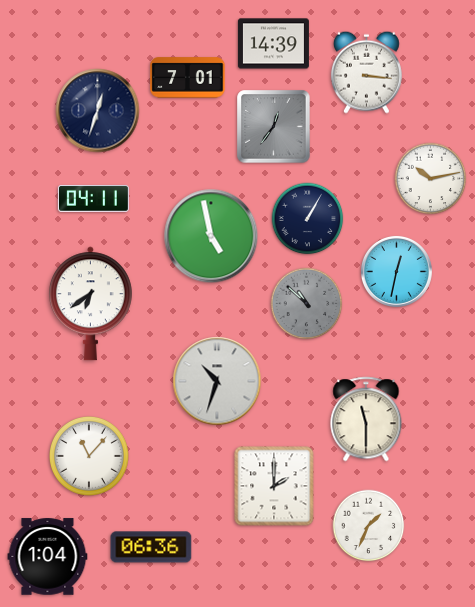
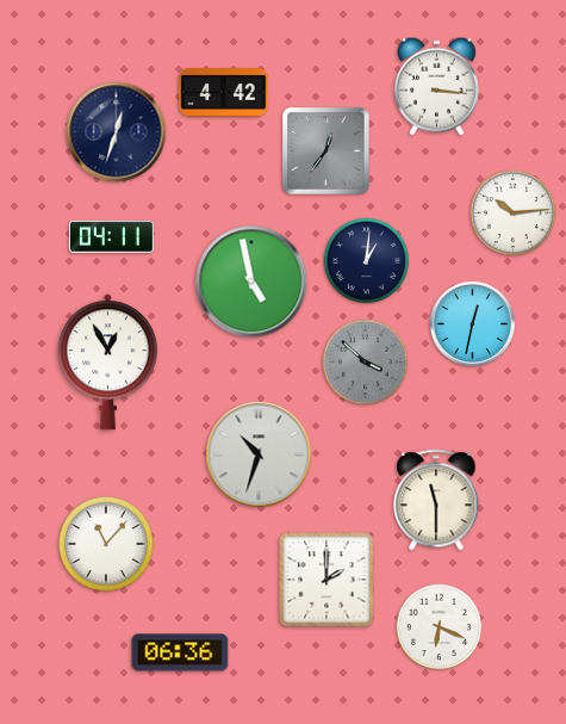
clock at (273, 44): 14:39 -> none
clock at (188, 78): 7:01 -> 4:42
clock at (431, 179): 10:13 -> 10:14
clock at (308, 219): 1:05 -> 1:01
clock at (90, 304): 6:39 -> 12:55
clock at (307, 304): 10:52 -> 3:52
clock at (369, 526): 1:34 -> 6:19
clock at (48, 557): 1:04 -> none
